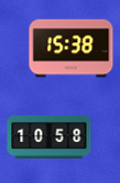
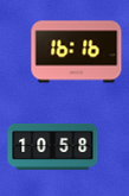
clock at (72, 49): 15:38 -> 16:16
